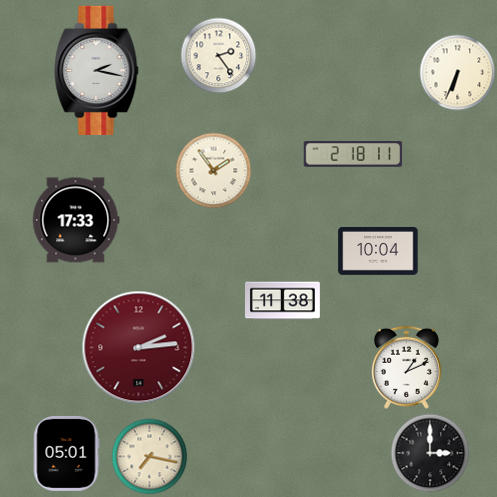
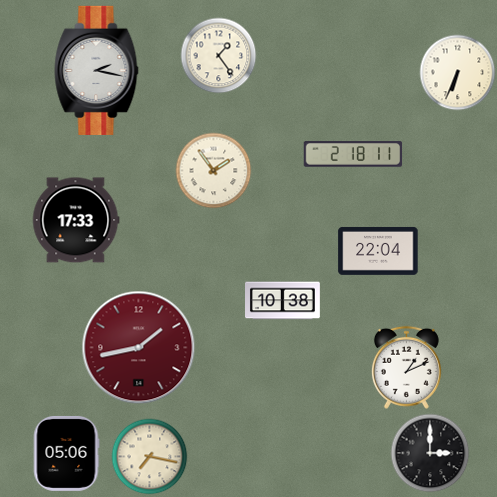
clock at (219, 56): 2:24 -> 1:24
clock at (378, 251): 10:04 -> 22:04
clock at (283, 301): 11:38 -> 10:38
clock at (139, 348): 2:14 -> 1:43
clock at (66, 453): 05:01 -> 05:06
